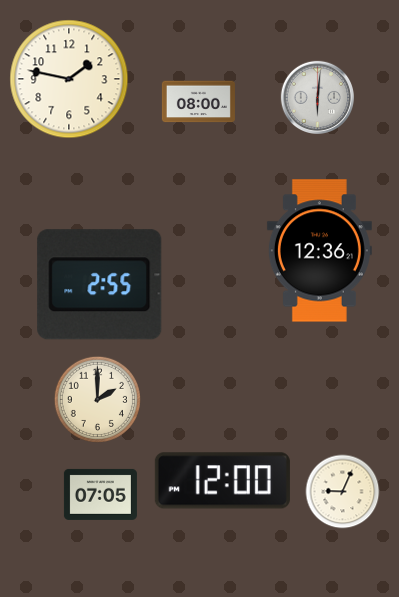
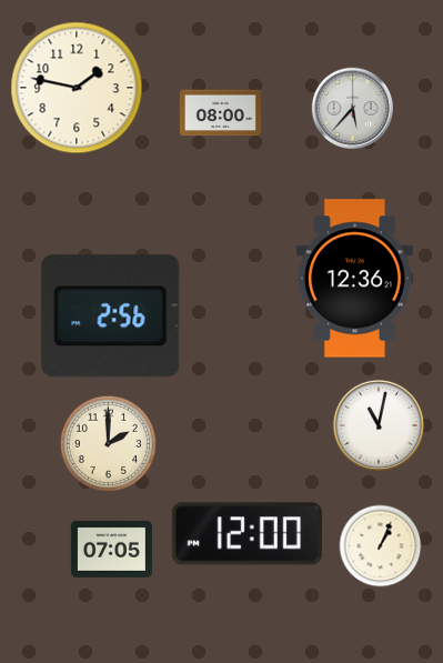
clock at (318, 98): 6:01 -> 5:37
clock at (100, 285): 2:55 -> 2:56
clock at (379, 425): none -> 11:02
clock at (343, 492): 9:04 -> 1:04
